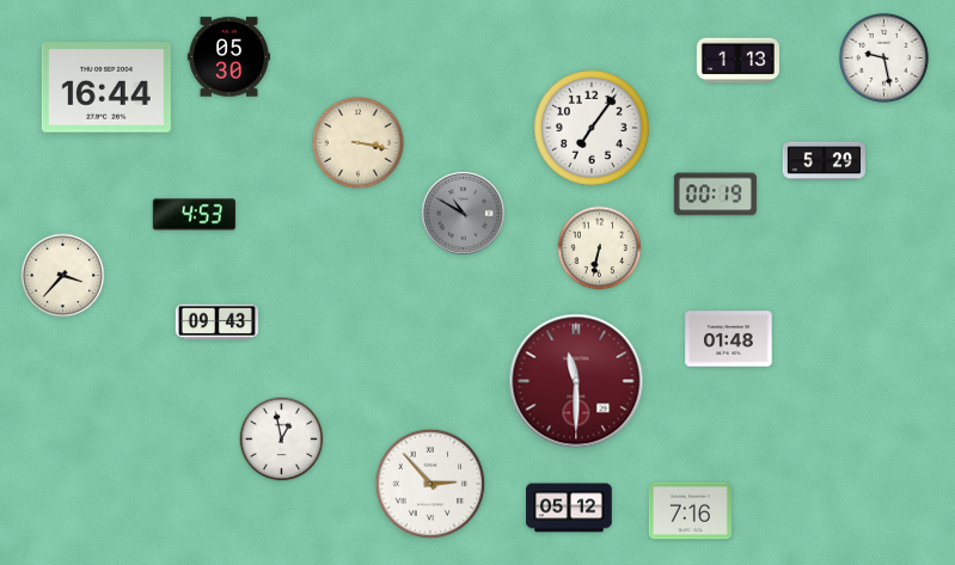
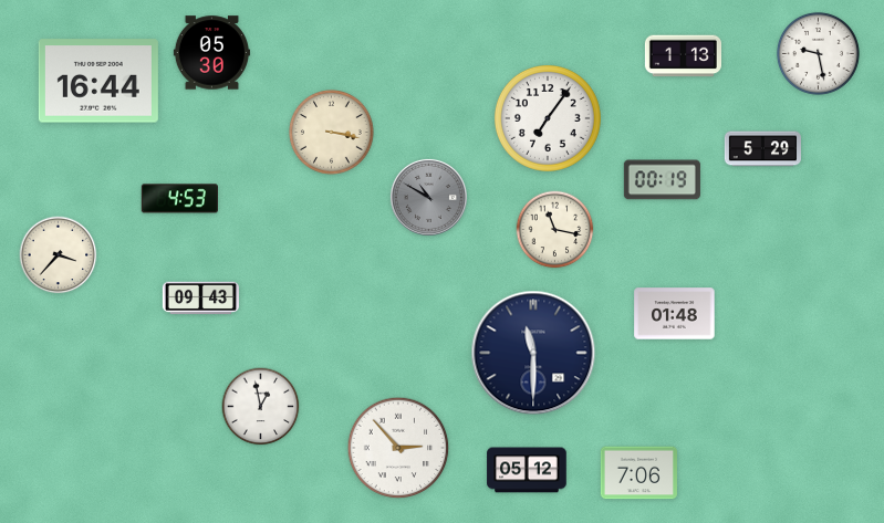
clock at (600, 248): 6:32 -> 11:17
clock at (576, 381) dial: burgundy -> navy
clock at (690, 511): 7:16 -> 7:06
